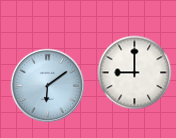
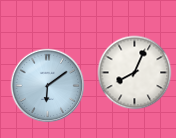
clock at (135, 73): 9:00 -> 8:04
